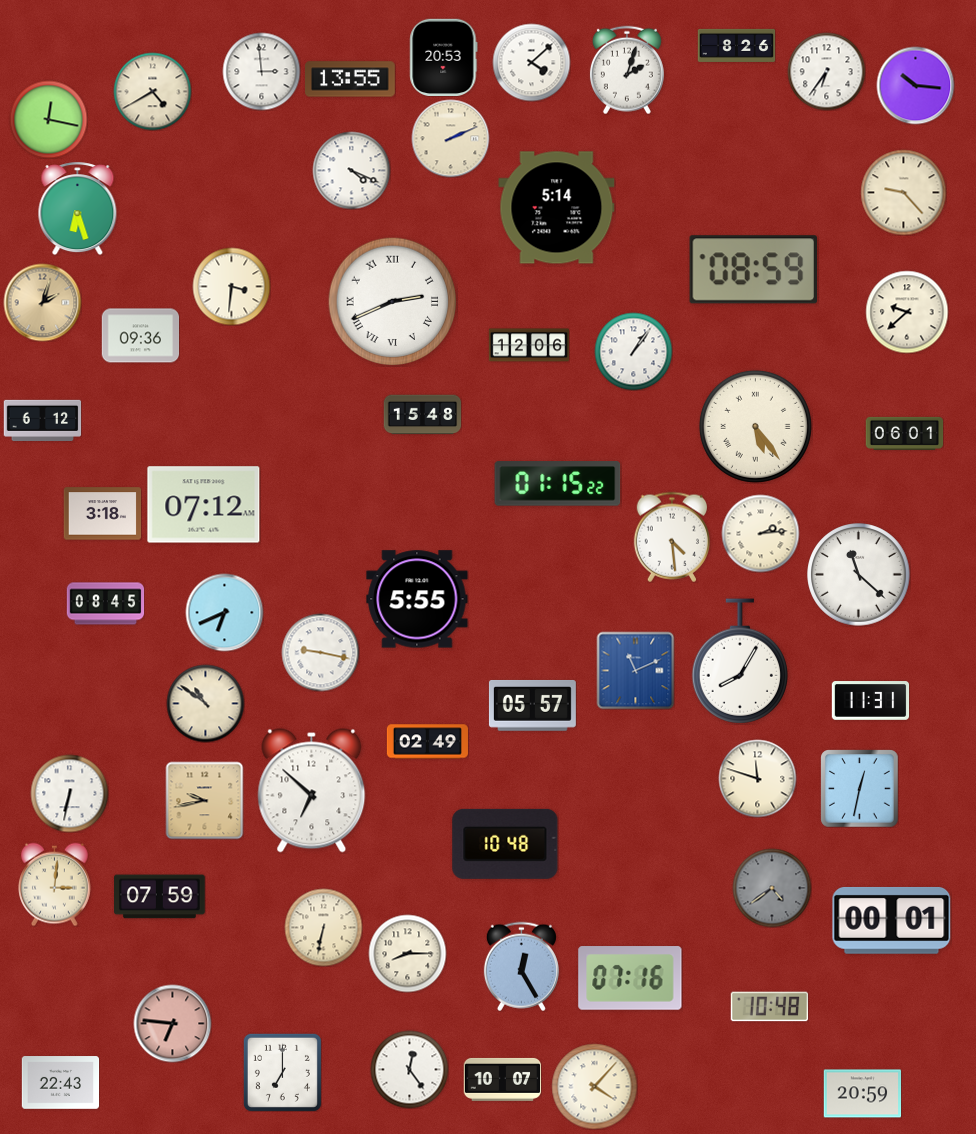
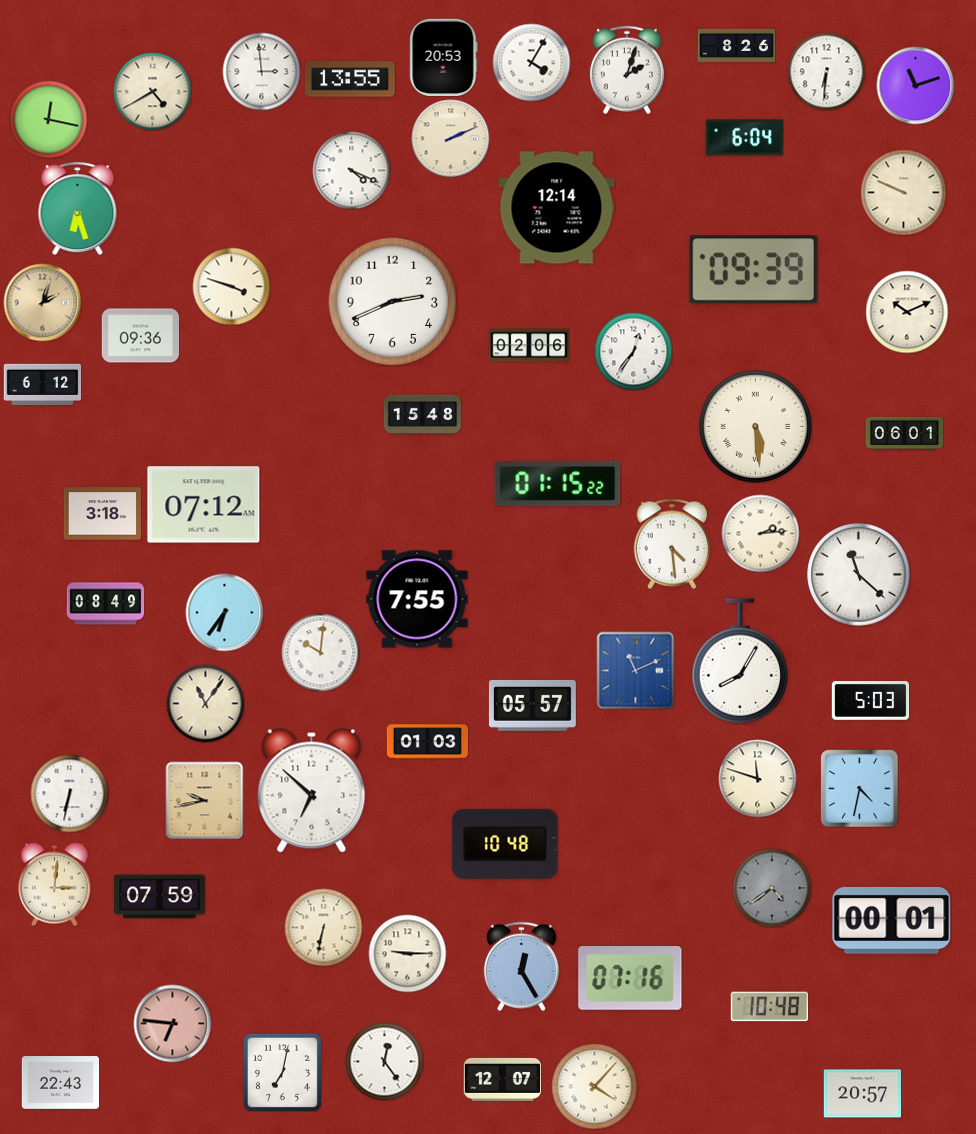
clock at (531, 62): 4:08 -> 4:05
clock at (826, 71): 6:36 -> 6:31
clock at (915, 85): 10:16 -> 11:12
clock at (744, 138): none -> 6:04
clock at (903, 192): 9:23 -> 9:49
clock at (557, 208): 5:14 -> 12:14
clock at (753, 270): 08:59 -> 09:39
clock at (231, 286): 3:31 -> 3:48
clock at (392, 301) numerals: Roman -> Arabic
clock at (907, 312): 9:38 -> 10:11
clock at (528, 345): 12:06 -> 02:06
clock at (633, 351): 1:06 -> 12:36
clock at (42, 420) position: (42, 420) -> (42, 384)
clock at (755, 426): 5:24 -> 5:29
clock at (671, 537) position: (671, 537) -> (671, 544)
clock at (417, 599): 5:55 -> 7:55
clock at (105, 604): 08:45 -> 08:49
clock at (224, 612): 6:41 -> 6:36
clock at (320, 652): 9:17 -> 10:01
clock at (870, 701): 11:31 -> 5:03
clock at (205, 703): 10:51 -> 11:06
clock at (427, 742): 02:49 -> 01:03
clock at (859, 788): 12:32 -> 4:32
clock at (407, 953): 8:15 -> 9:15
clock at (409, 1069) position: (409, 1069) -> (384, 1061)
clock at (282, 1072): 7:00 -> 7:02
clock at (502, 1079): 10:07 -> 12:07
clock at (862, 1094): 20:59 -> 20:57
